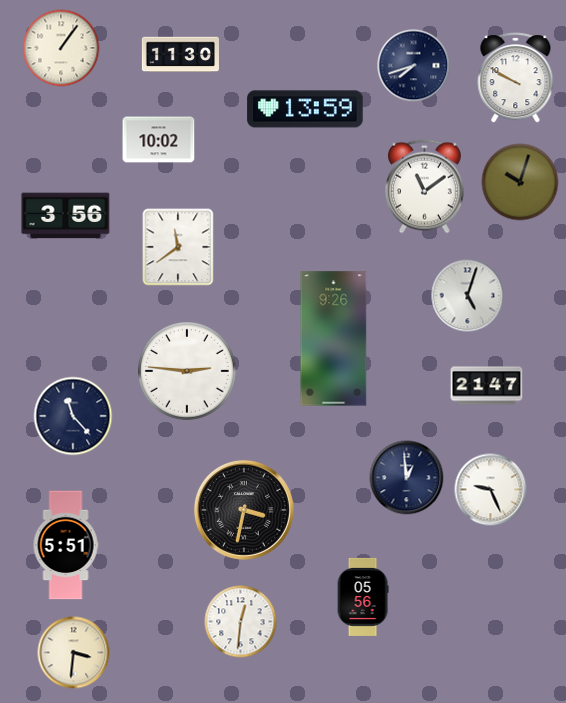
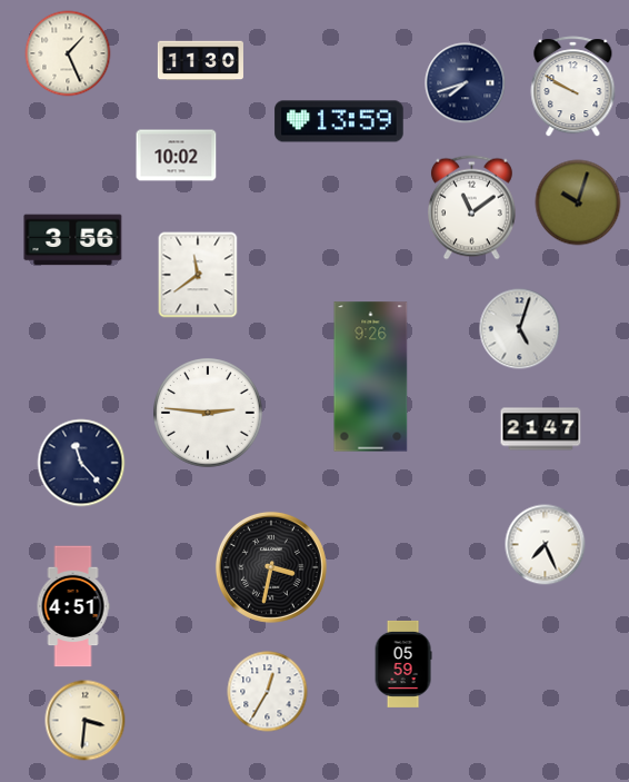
clock at (61, 48): 1:06 -> 1:26
clock at (414, 66) position: (414, 66) -> (466, 83)
clock at (407, 478): 12:59 -> none
clock at (491, 490): 9:26 -> 7:26
clock at (66, 545): 5:51 -> 4:51
clock at (363, 597): 05:56 -> 05:59
clock at (241, 622): 12:31 -> 12:35
clock at (74, 653) position: (74, 653) -> (86, 721)
